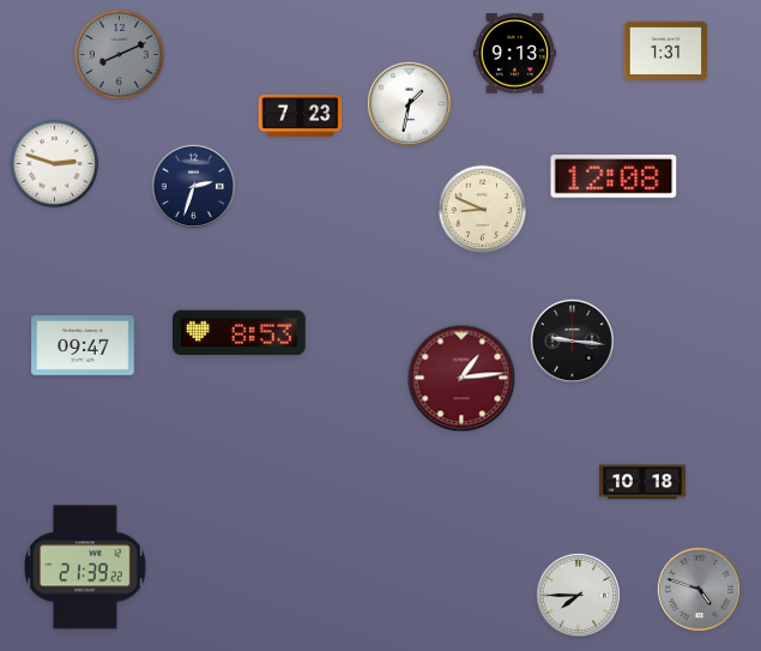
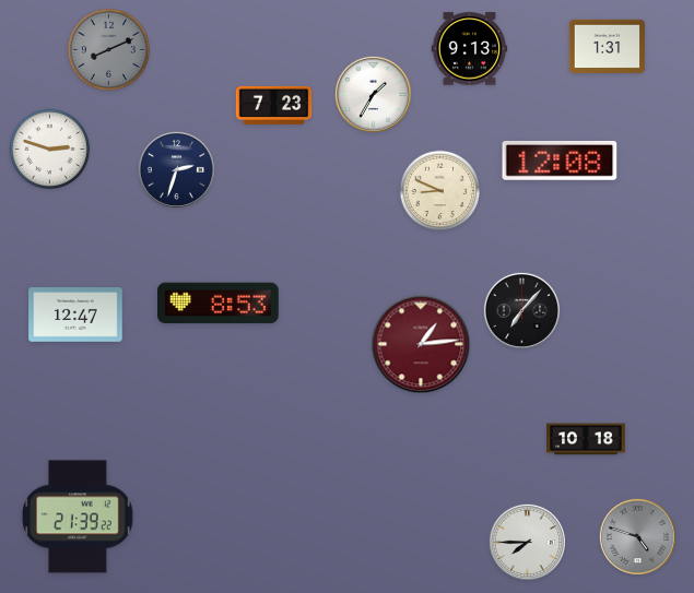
clock at (409, 103): 1:32 -> 1:35
clock at (572, 340): 9:16 -> 7:07
clock at (83, 346): 09:47 -> 12:47
